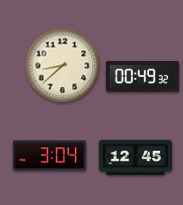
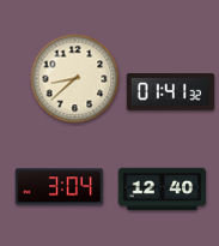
clock at (142, 77): 00:49 -> 01:41
clock at (136, 158): 12:45 -> 12:40
